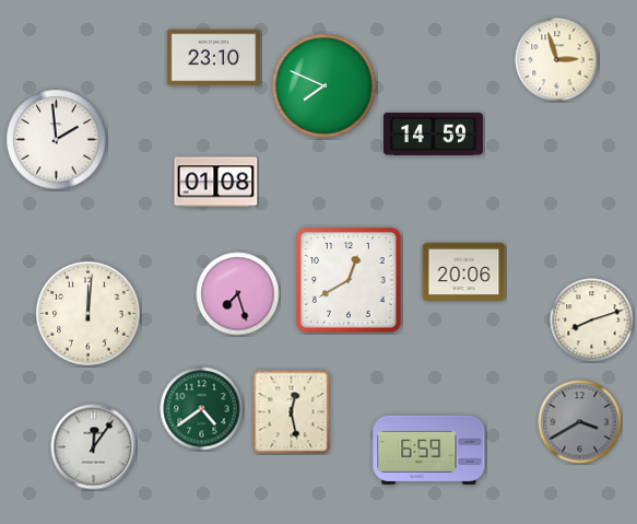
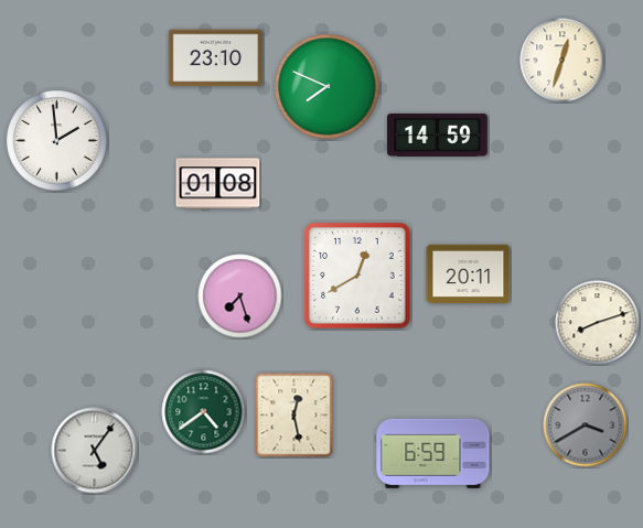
clock at (557, 60): 2:57 -> 12:33
clock at (464, 271): 20:06 -> 20:11
clock at (349, 280) position: (349, 280) -> (357, 276)
clock at (89, 314): 12:01 -> none
clock at (94, 447): 12:06 -> 5:06
